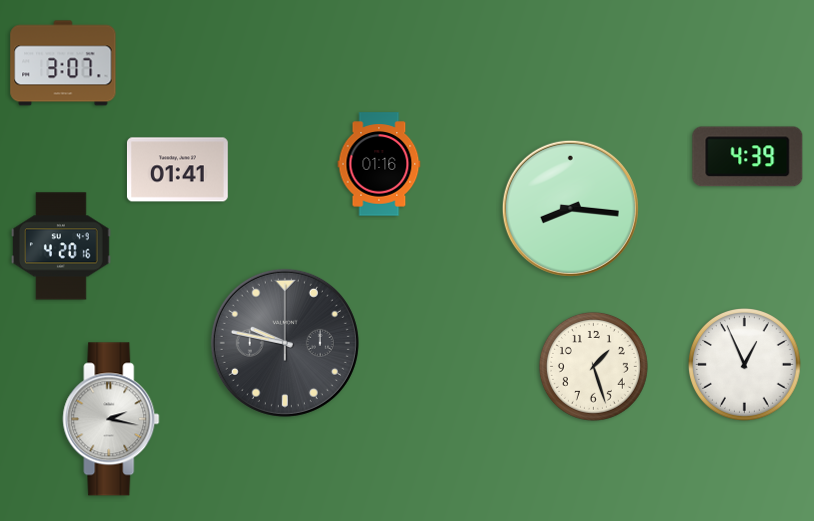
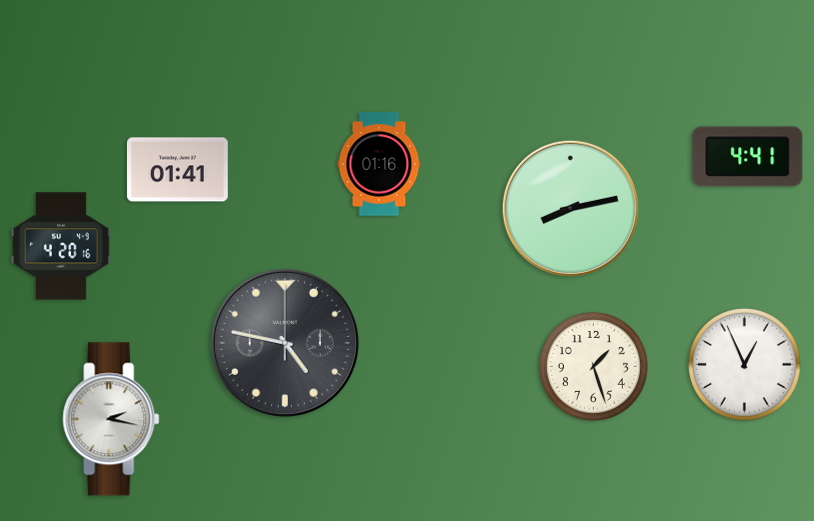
clock at (63, 63): 3:07 -> none
clock at (748, 157): 4:39 -> 4:41
clock at (570, 208): 8:16 -> 8:13
clock at (285, 343): 9:47 -> 4:47
